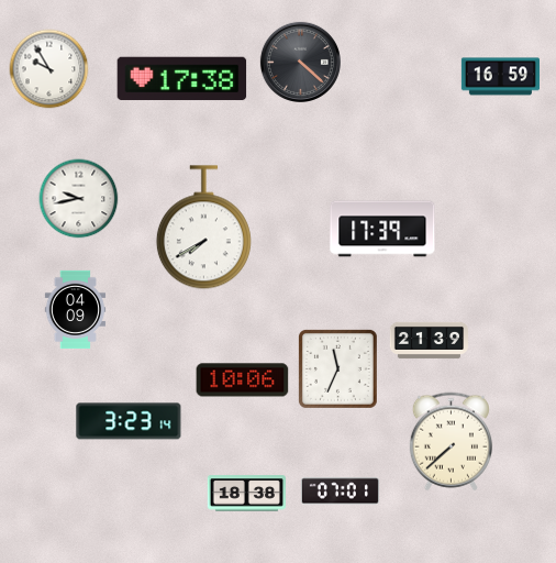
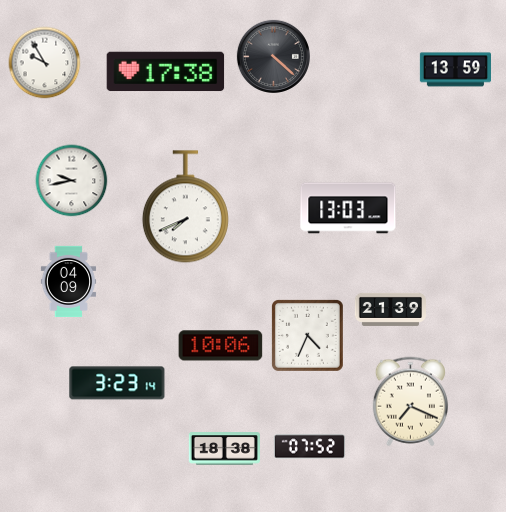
clock at (500, 77): 16:59 -> 13:59
clock at (203, 228): 7:40 -> 7:41
clock at (382, 229): 17:39 -> 13:03
clock at (337, 368): 11:34 -> 4:34
clock at (451, 442): 7:38 -> 7:19
clock at (340, 492): 07:01 -> 07:52
